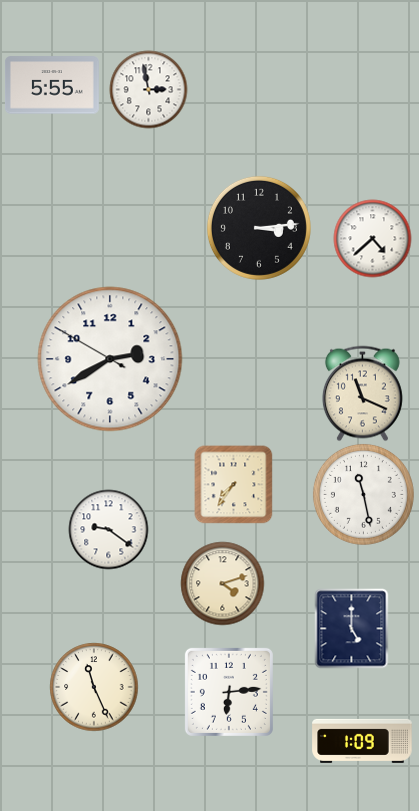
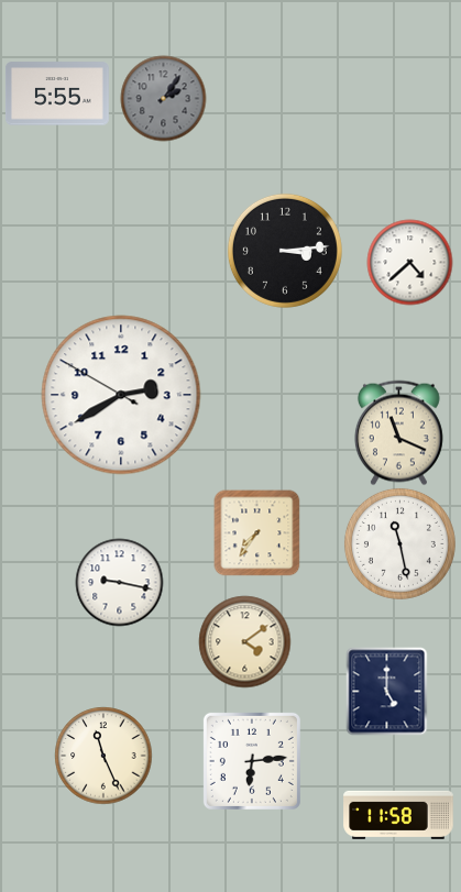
clock at (148, 89): 2:58 -> 2:06
clock at (148, 89) dial: white -> grey
clock at (108, 529): 9:21 -> 9:17
clock at (222, 583): 4:12 -> 4:09
clock at (362, 741): 1:09 -> 11:58
